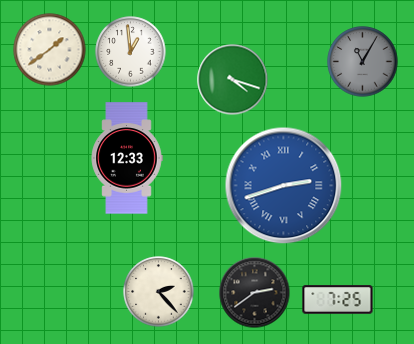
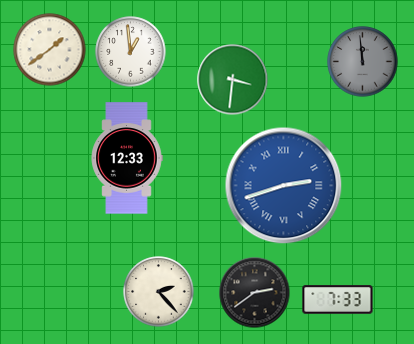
clock at (363, 62): 11:05 -> 11:59
clock at (233, 80): 4:18 -> 3:31
clock at (338, 300): 7:25 -> 7:33
